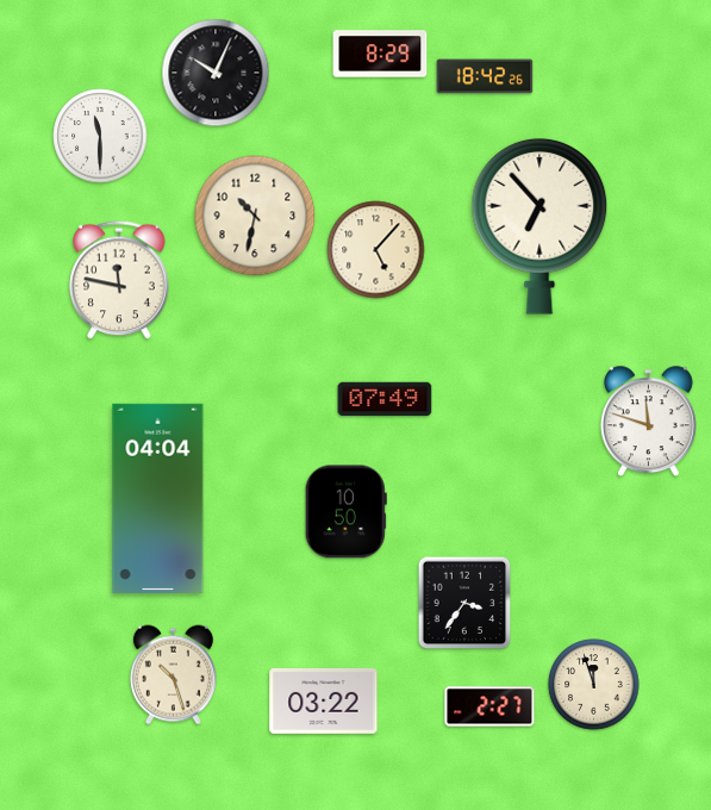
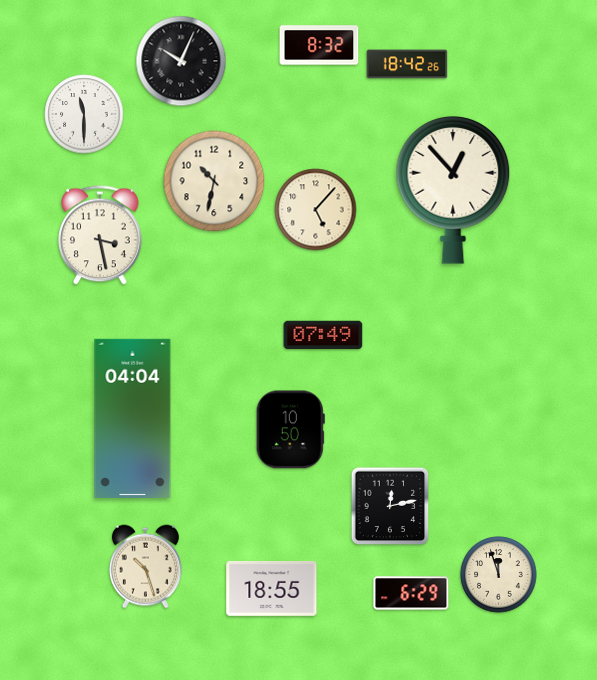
clock at (380, 54): 8:29 -> 8:32
clock at (540, 226): 6:53 -> 12:53
clock at (119, 280): 11:47 -> 3:28
clock at (648, 422): 11:48 -> none
clock at (464, 603): 3:36 -> 12:13
clock at (324, 700): 03:22 -> 18:55
clock at (489, 706): 2:27 -> 6:29
